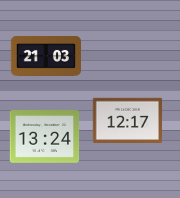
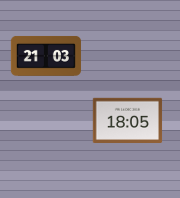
clock at (128, 120): 12:17 -> 18:05
clock at (45, 137): 13:24 -> none
